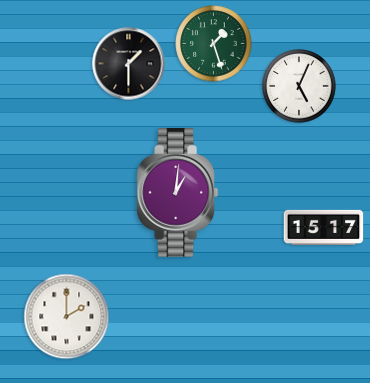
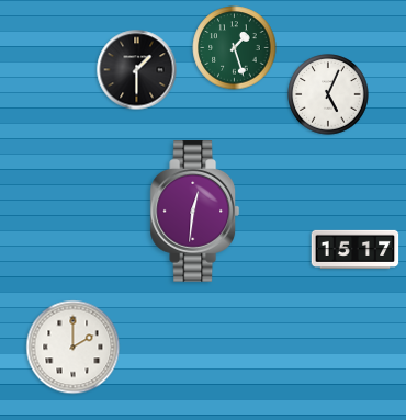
clock at (129, 64) position: (129, 64) -> (137, 70)
clock at (178, 193): 1:01 -> 12:31
